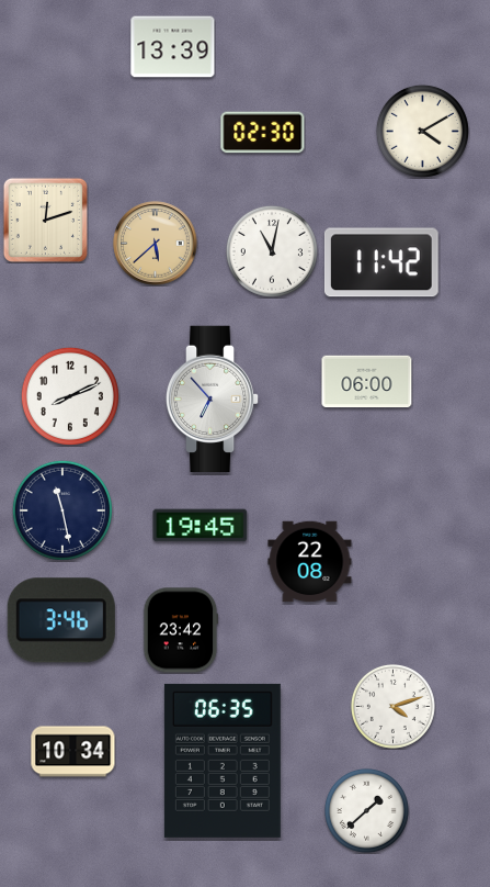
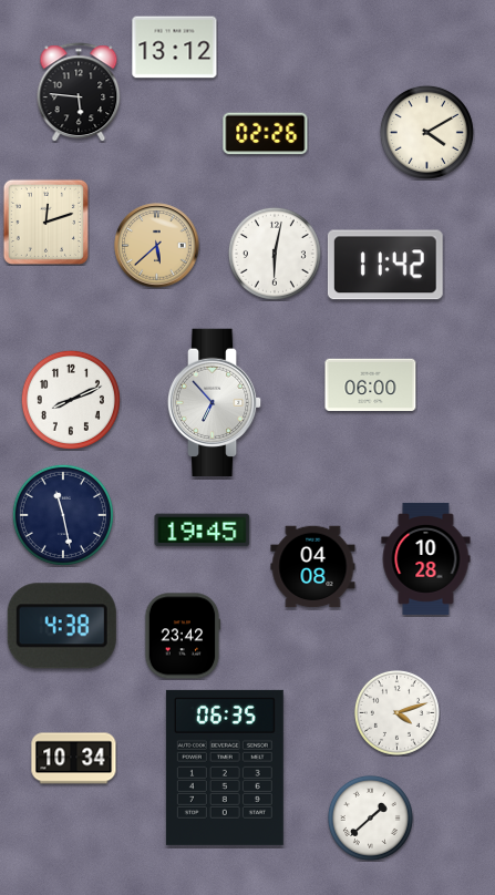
clock at (173, 47): 13:39 -> 13:12
clock at (79, 92): none -> 5:46
clock at (263, 133): 02:30 -> 02:26
clock at (272, 251): 11:02 -> 6:02
clock at (426, 558): none -> 10:28
clock at (310, 562): 22:08 -> 04:08
clock at (61, 620): 3:46 -> 4:38
